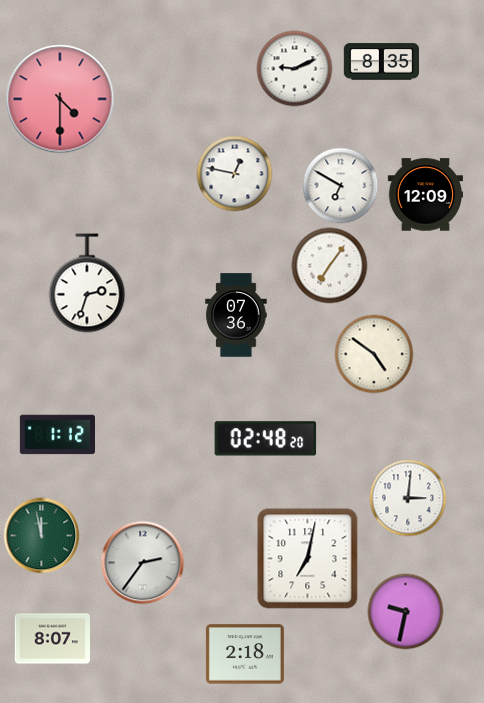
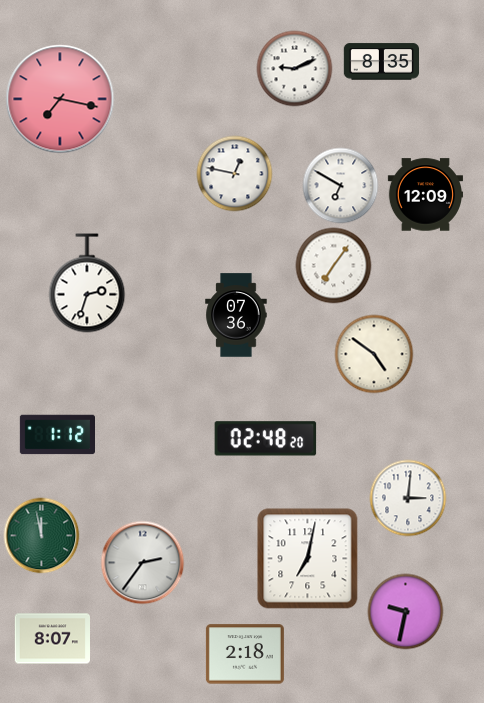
clock at (60, 99): 4:30 -> 7:17
clock at (330, 266) position: (330, 266) -> (334, 266)
